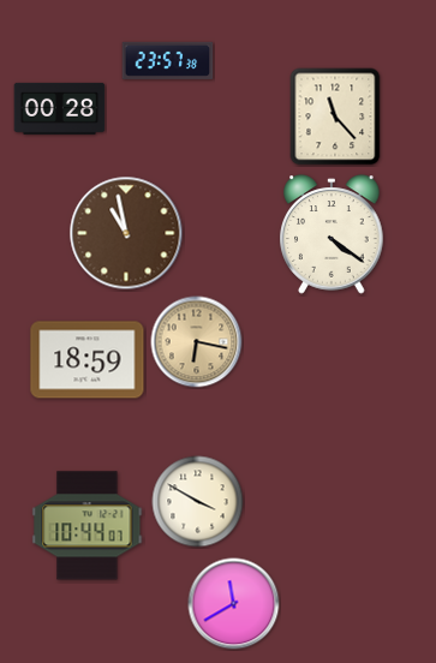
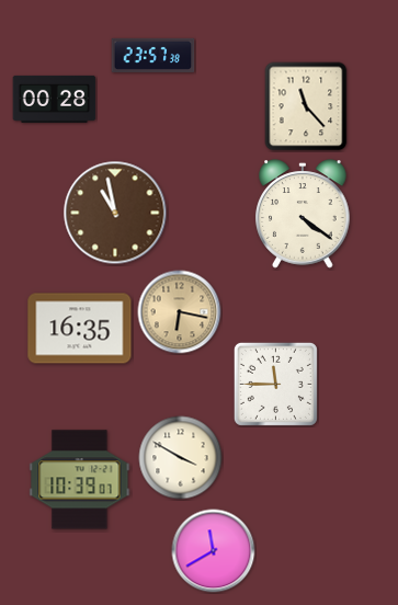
clock at (88, 360): 18:59 -> 16:35
clock at (275, 384): none -> 11:45
clock at (88, 526): 10:44 -> 10:39
